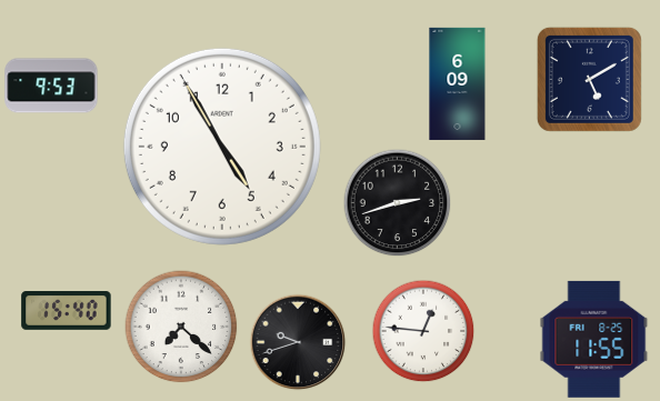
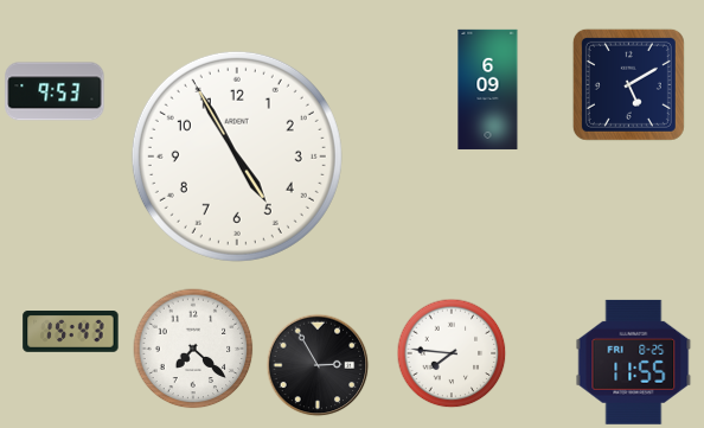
clock at (398, 203): 2:42 -> none
clock at (67, 311): 15:40 -> 15:43
clock at (423, 331): 12:46 -> 7:46
clock at (298, 342): 9:42 -> 2:55
